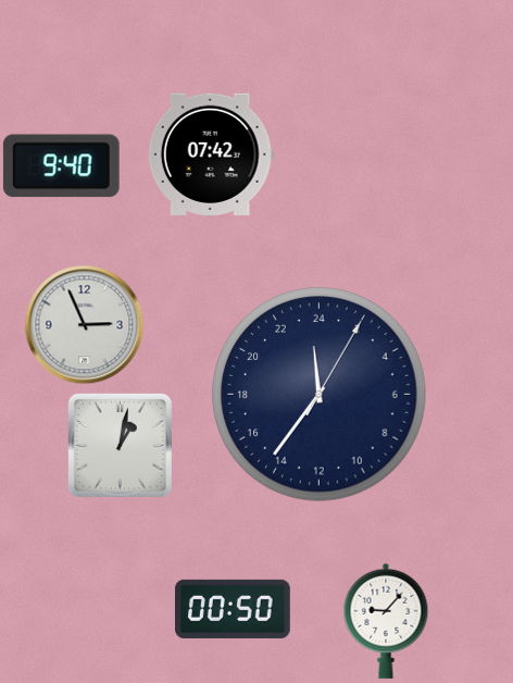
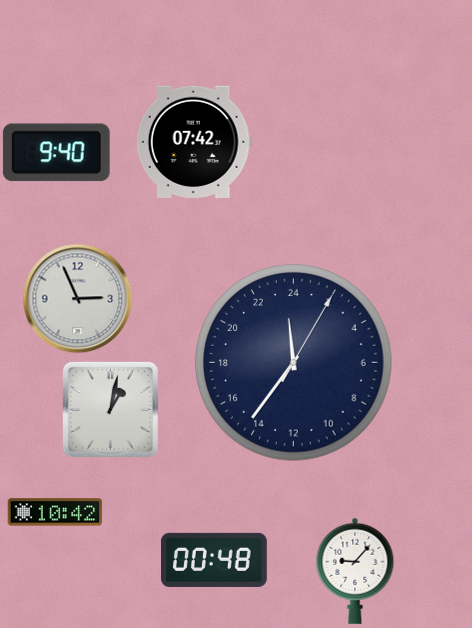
clock at (55, 512): none -> 10:42
clock at (234, 609): 00:50 -> 00:48
